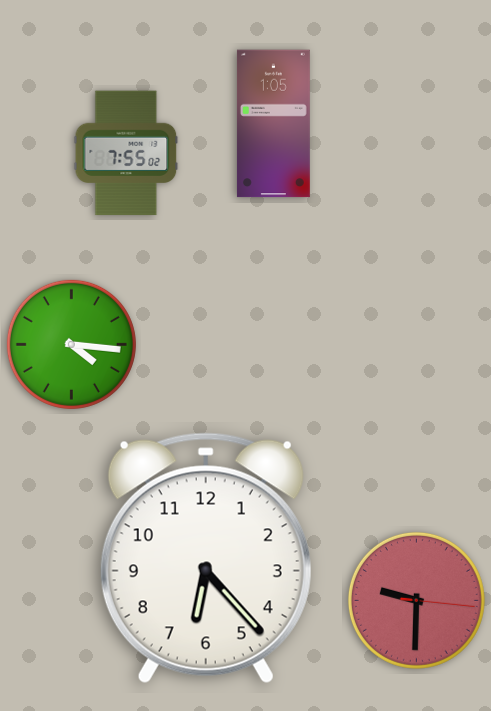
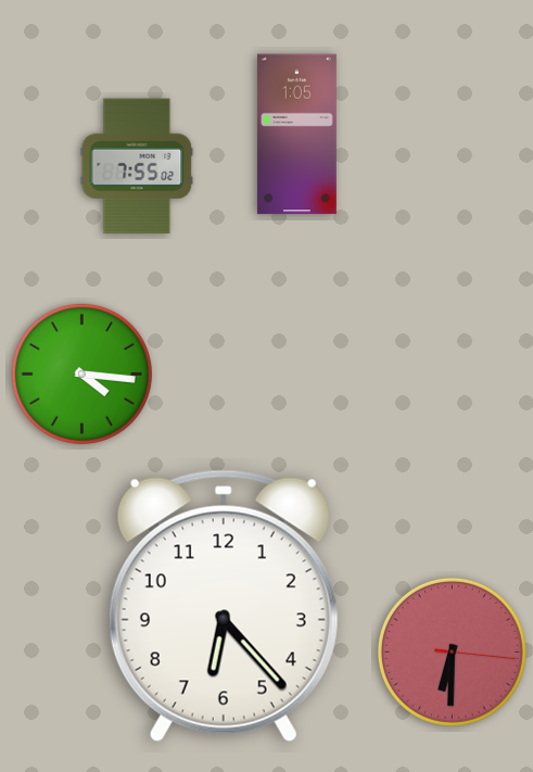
clock at (71, 344) position: (71, 344) -> (81, 374)
clock at (416, 600): 9:30 -> 6:30
